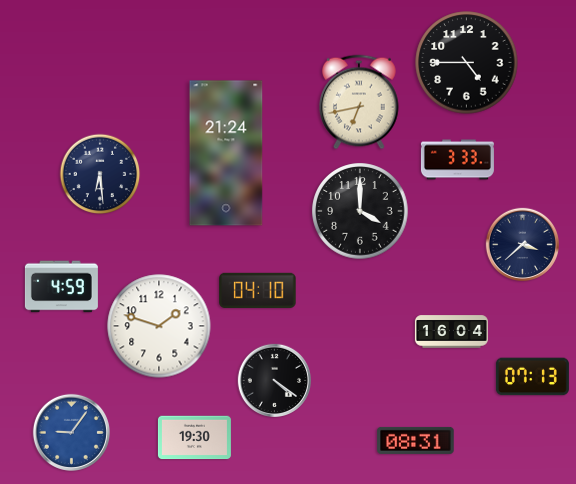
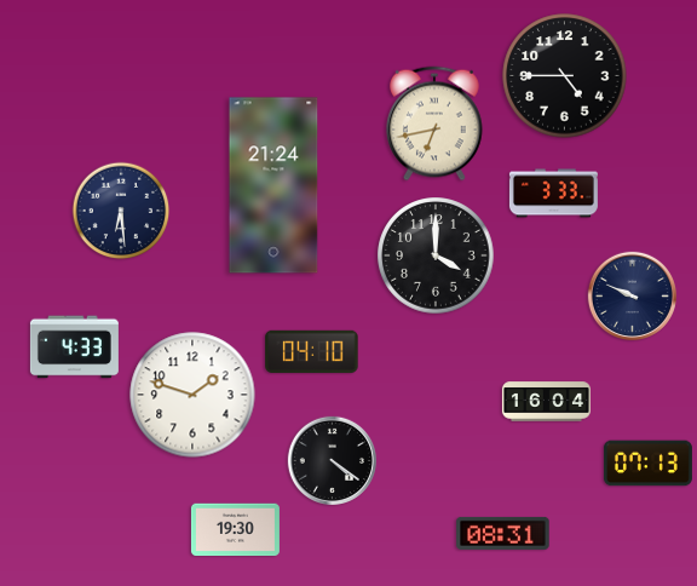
clock at (522, 244): 3:38 -> 9:49
clock at (61, 287): 4:59 -> 4:33
clock at (532, 377) position: (532, 377) -> (647, 464)
clock at (71, 432): 9:06 -> none
